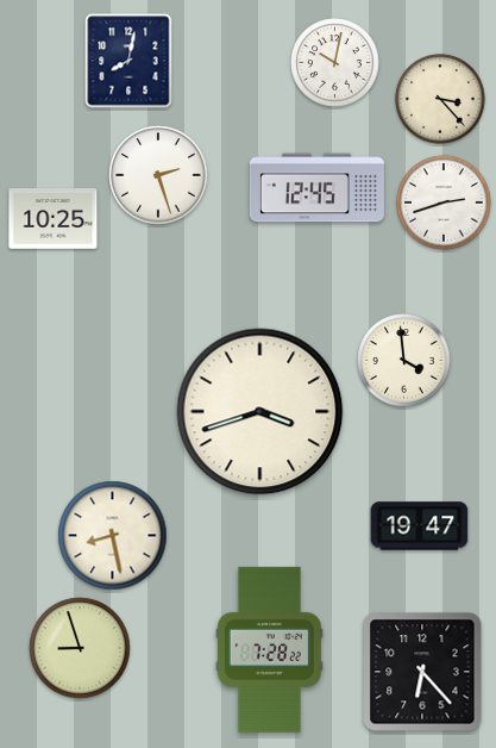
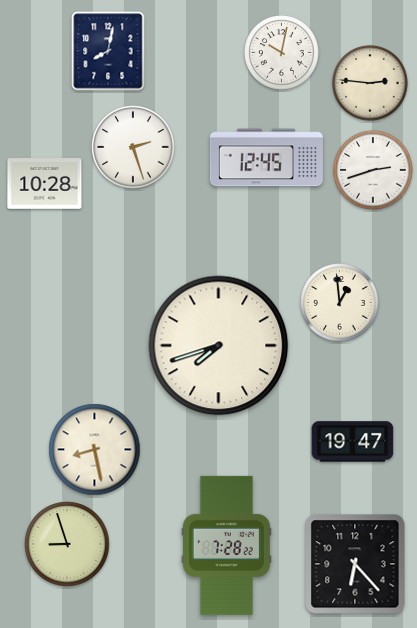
clock at (440, 99): 3:23 -> 2:46
clock at (54, 219): 10:25 -> 10:28
clock at (404, 361): 3:59 -> 12:59
clock at (260, 412): 3:42 -> 7:42
